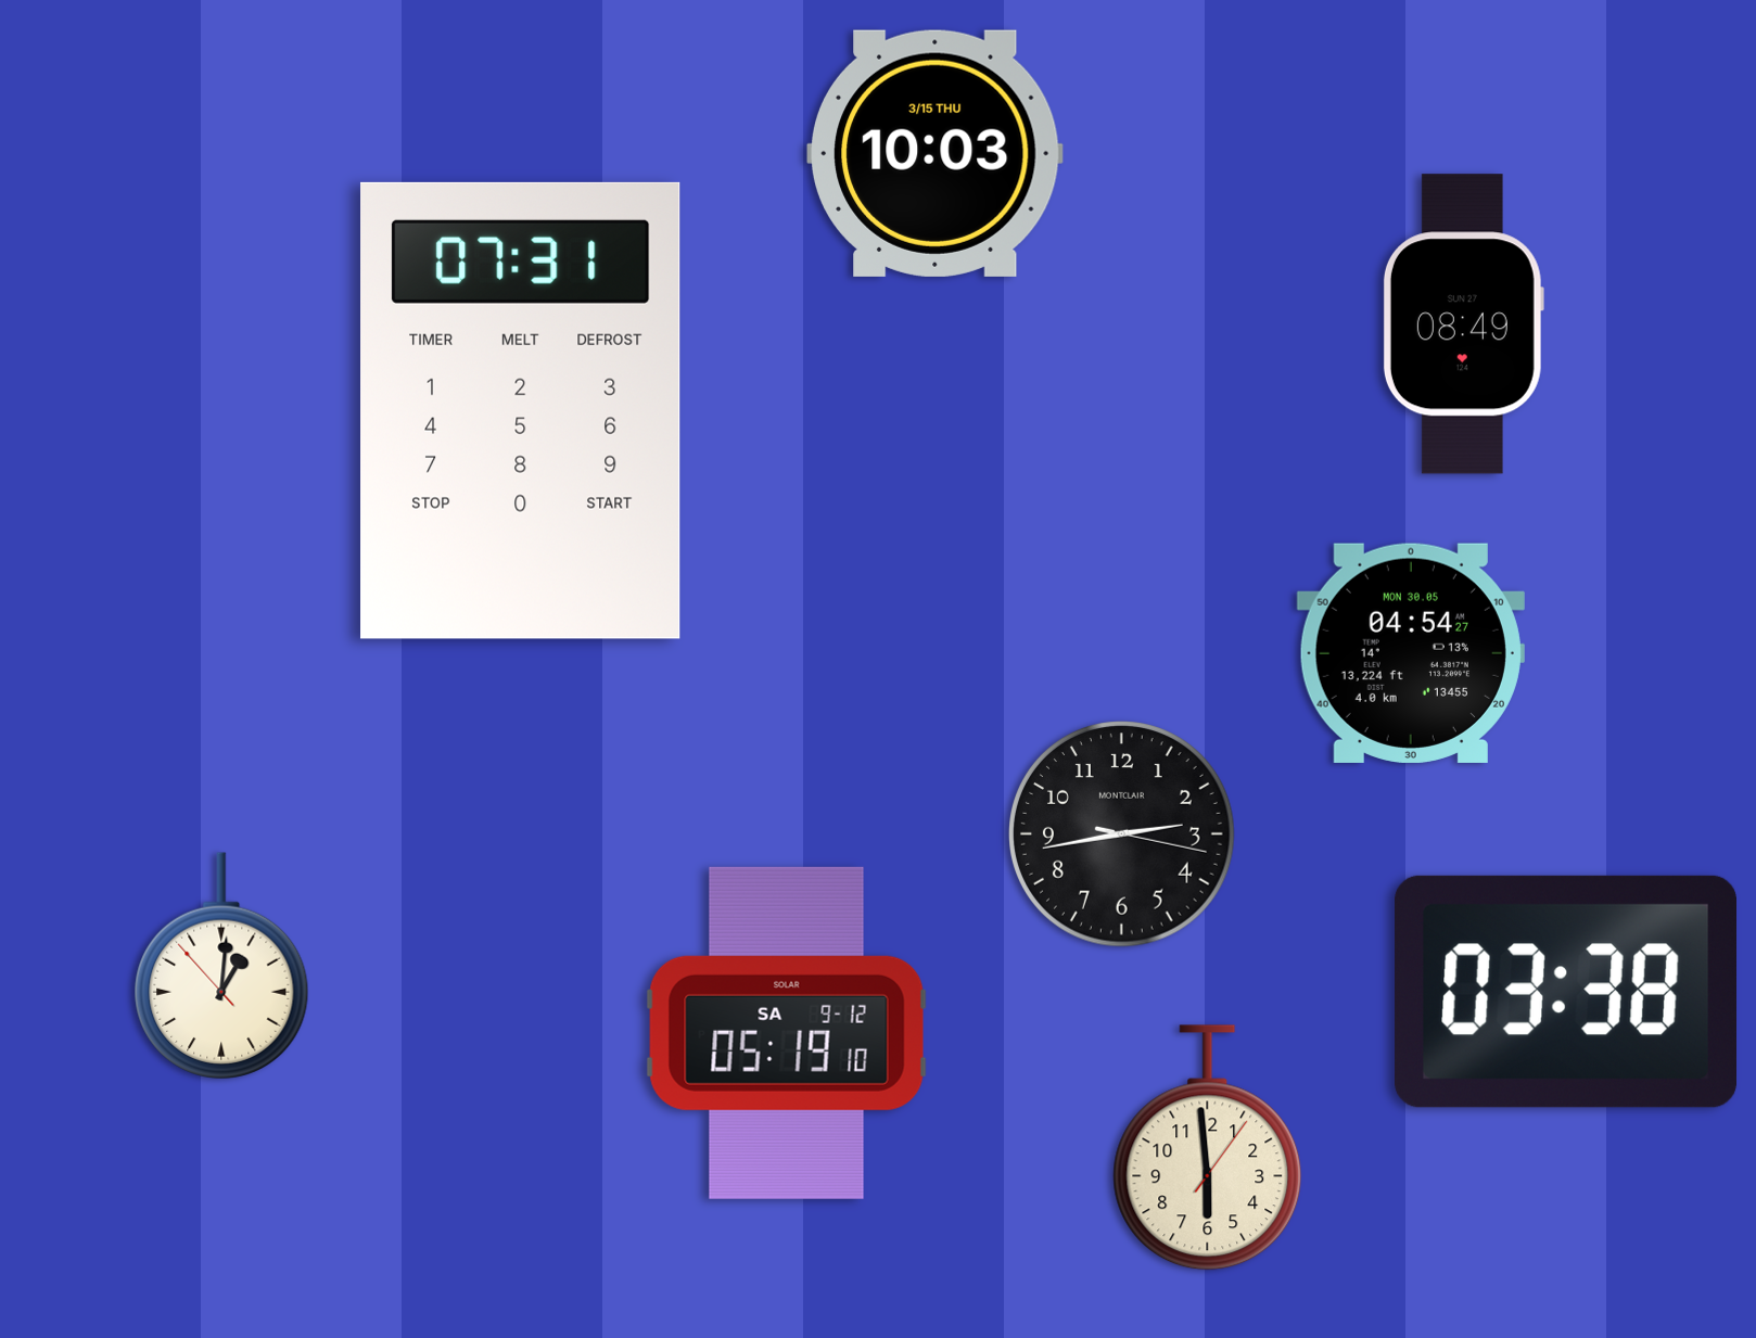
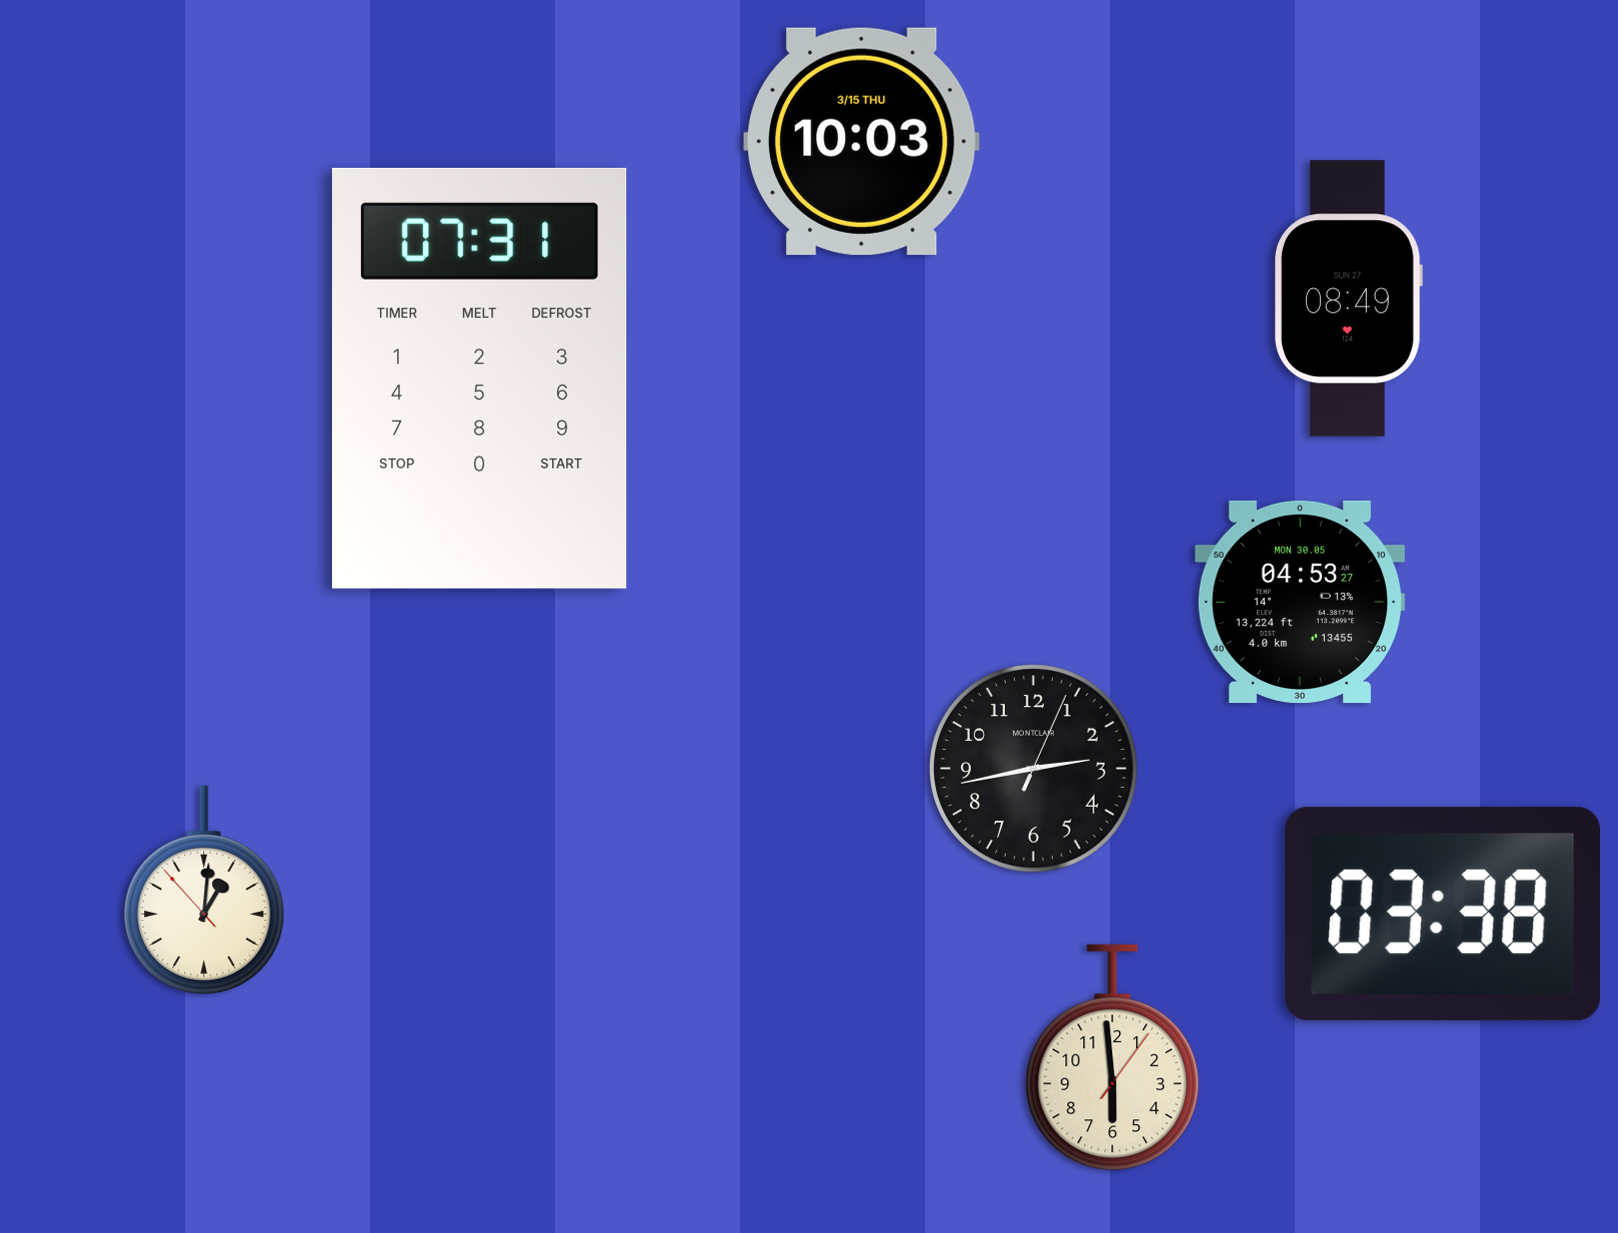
clock at (1411, 653): 04:54 -> 04:53
clock at (1122, 834): 2:43:17 -> 2:43:04
clock at (787, 1033): 05:19 -> none
